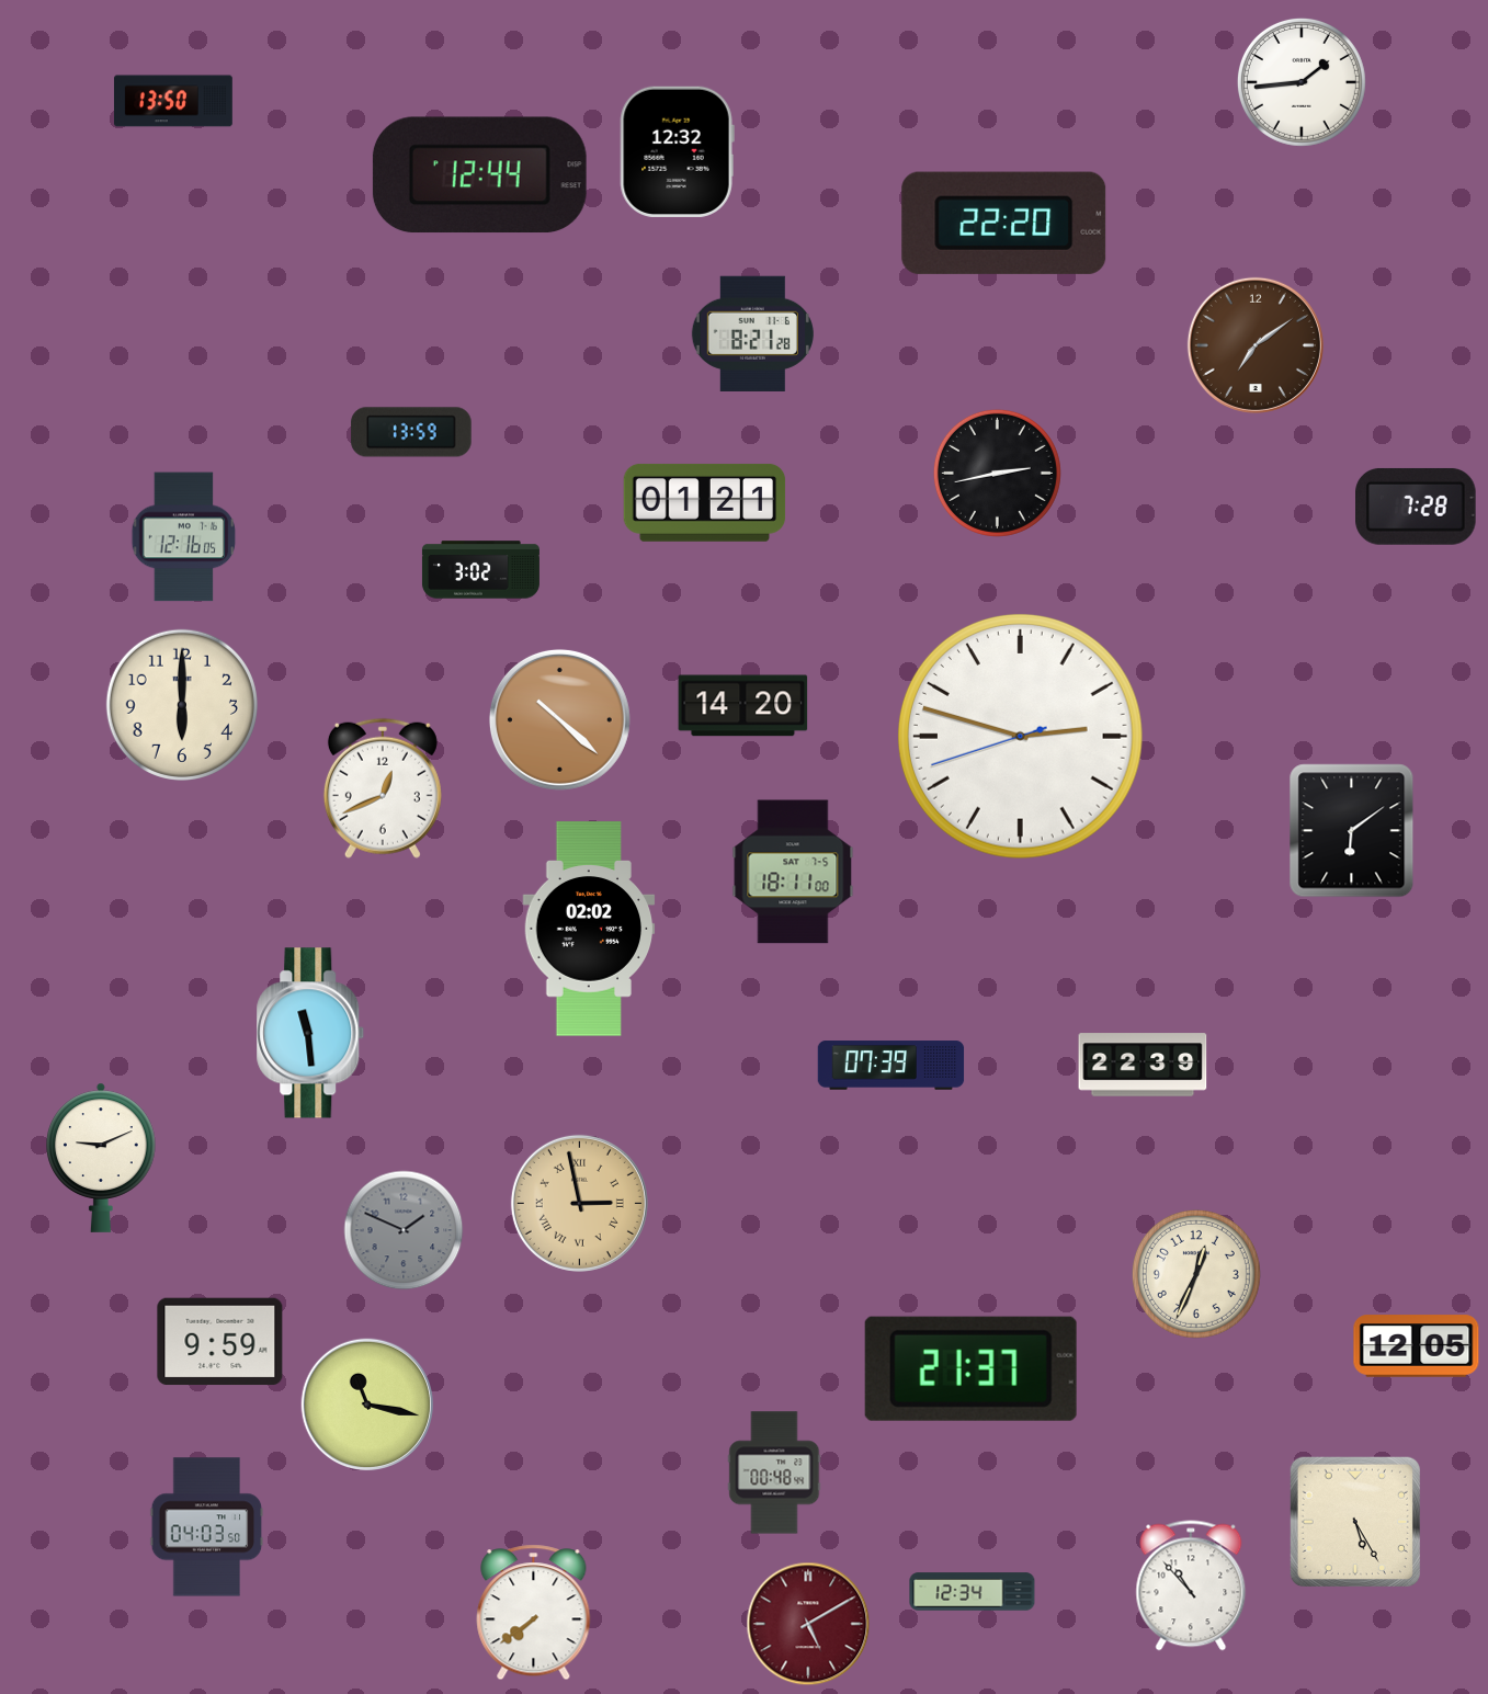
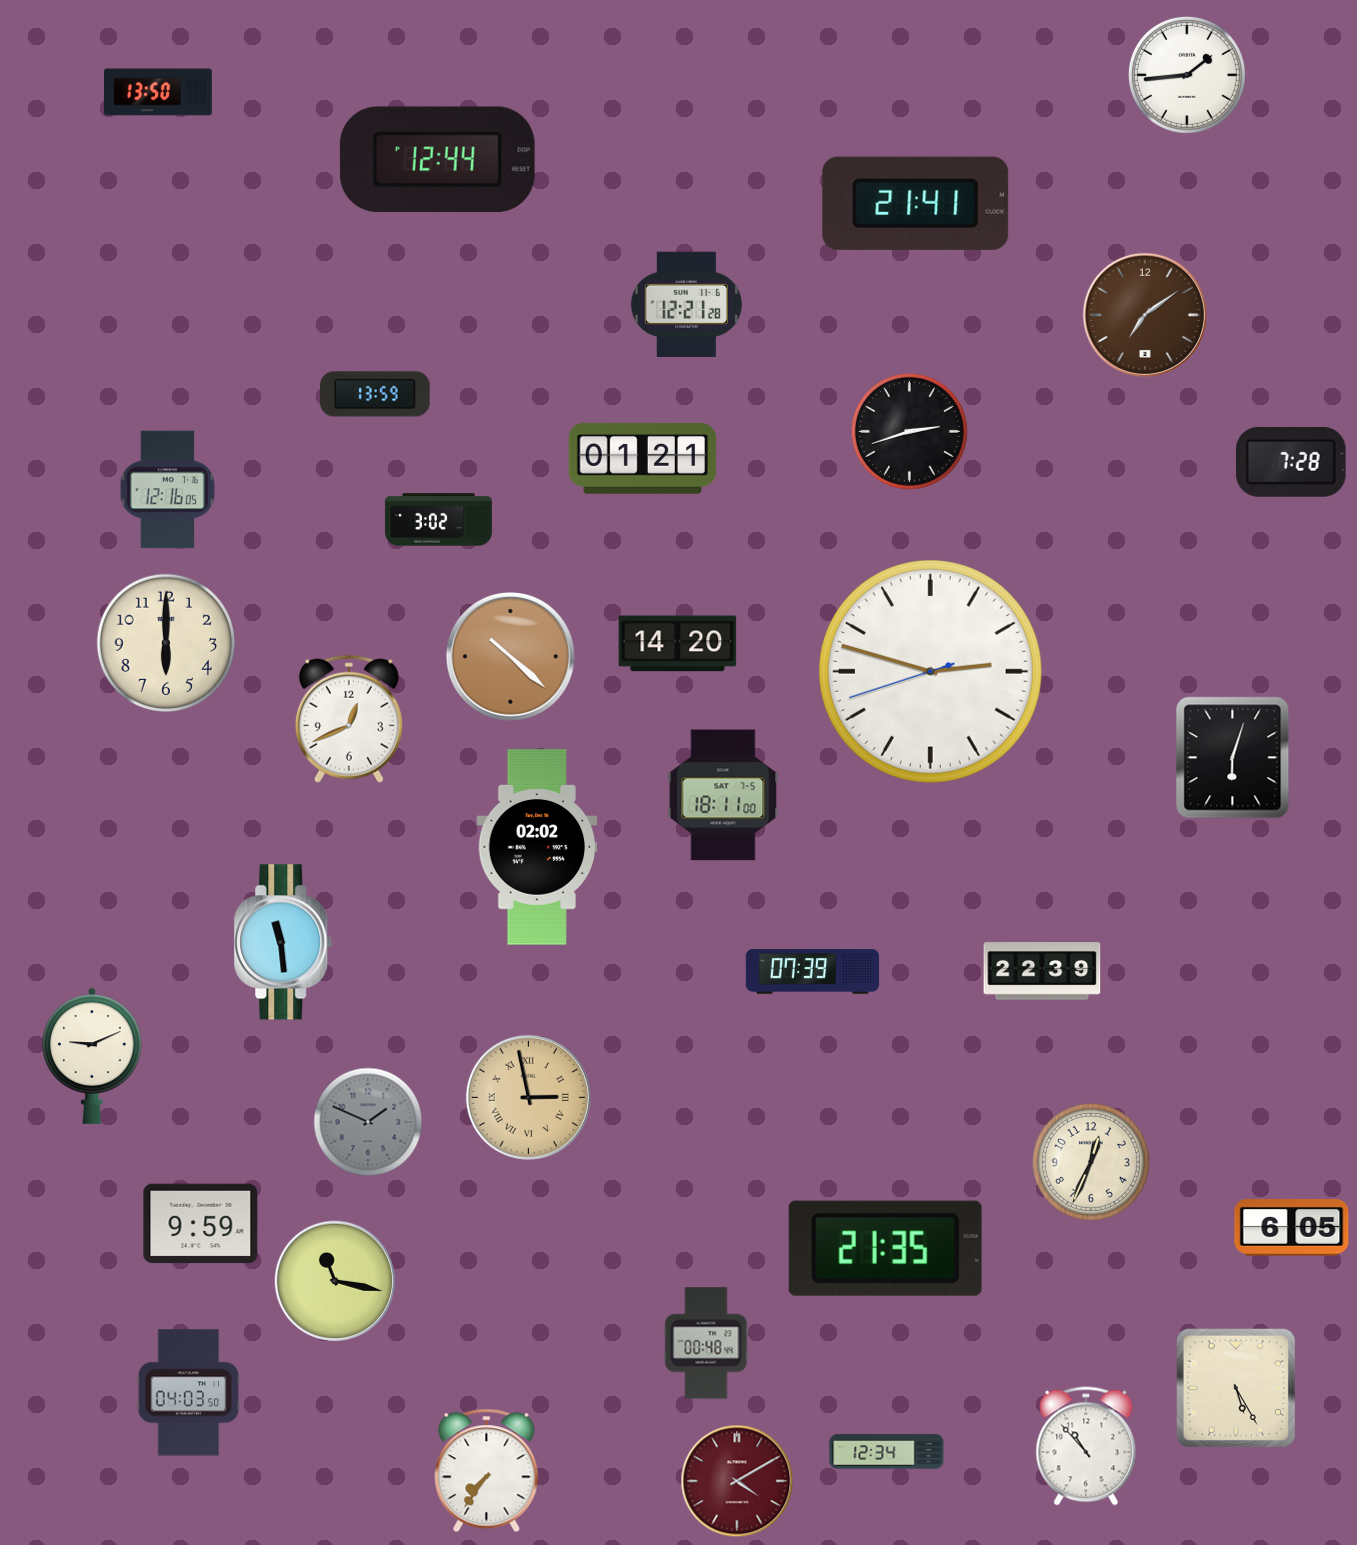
clock at (677, 151): 12:32 -> none
clock at (1004, 223): 22:20 -> 21:41
clock at (752, 333): 8:21 -> 12:21
clock at (997, 473): 2:43 -> 2:42
clock at (1352, 831): 6:09 -> 6:03
clock at (1417, 1346): 12:05 -> 6:05
clock at (970, 1368): 21:37 -> 21:35
clock at (534, 1613): 7:39 -> 7:36
clock at (808, 1624): 5:10 -> 4:10
